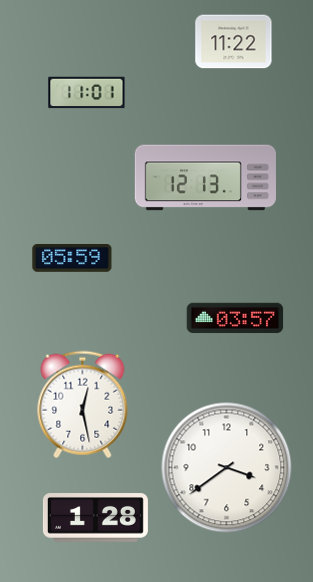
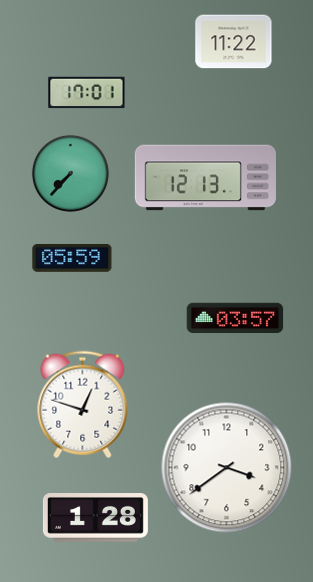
clock at (87, 93): 11:01 -> 17:01
clock at (70, 173): none -> 7:37
clock at (83, 405): 12:28 -> 12:48
